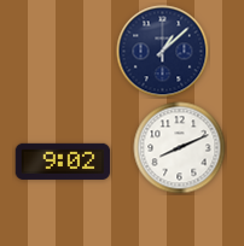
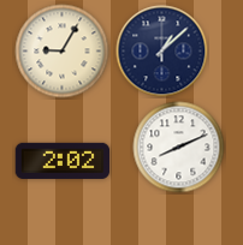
clock at (63, 52): none -> 9:05
clock at (63, 162): 9:02 -> 2:02
